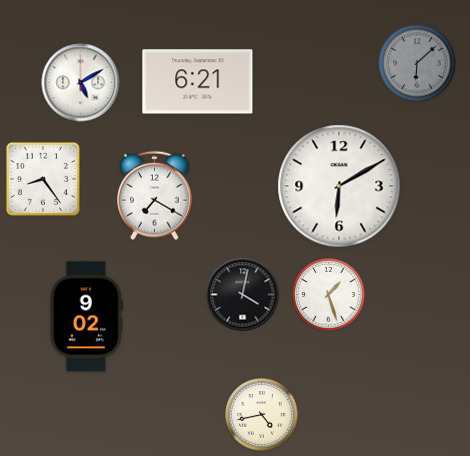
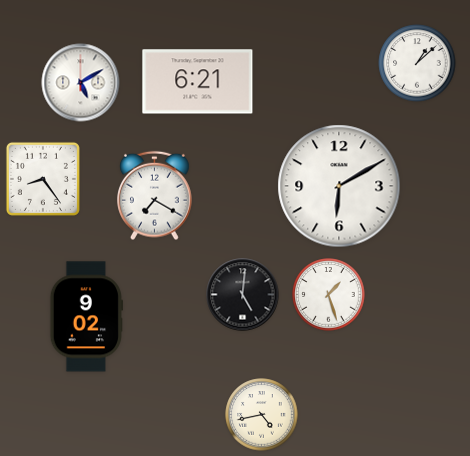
clock at (417, 63): 6:08 -> 1:08
clock at (417, 63) dial: grey -> white
clock at (243, 295): 4:02 -> 5:01
